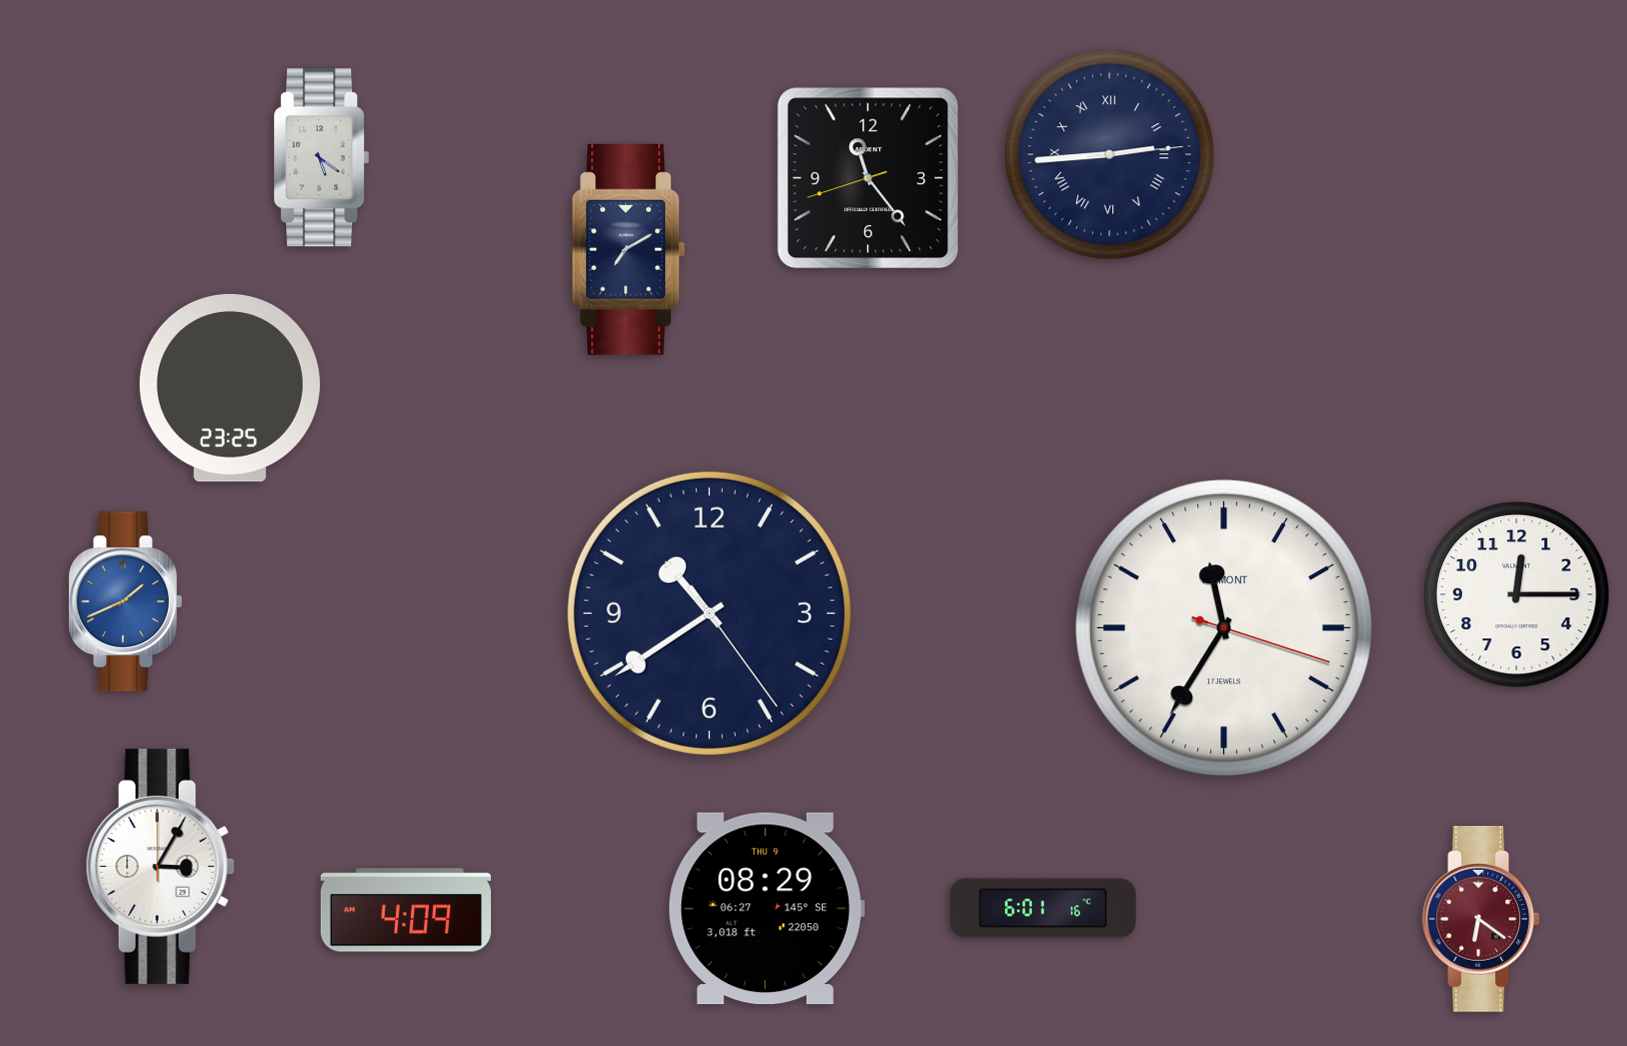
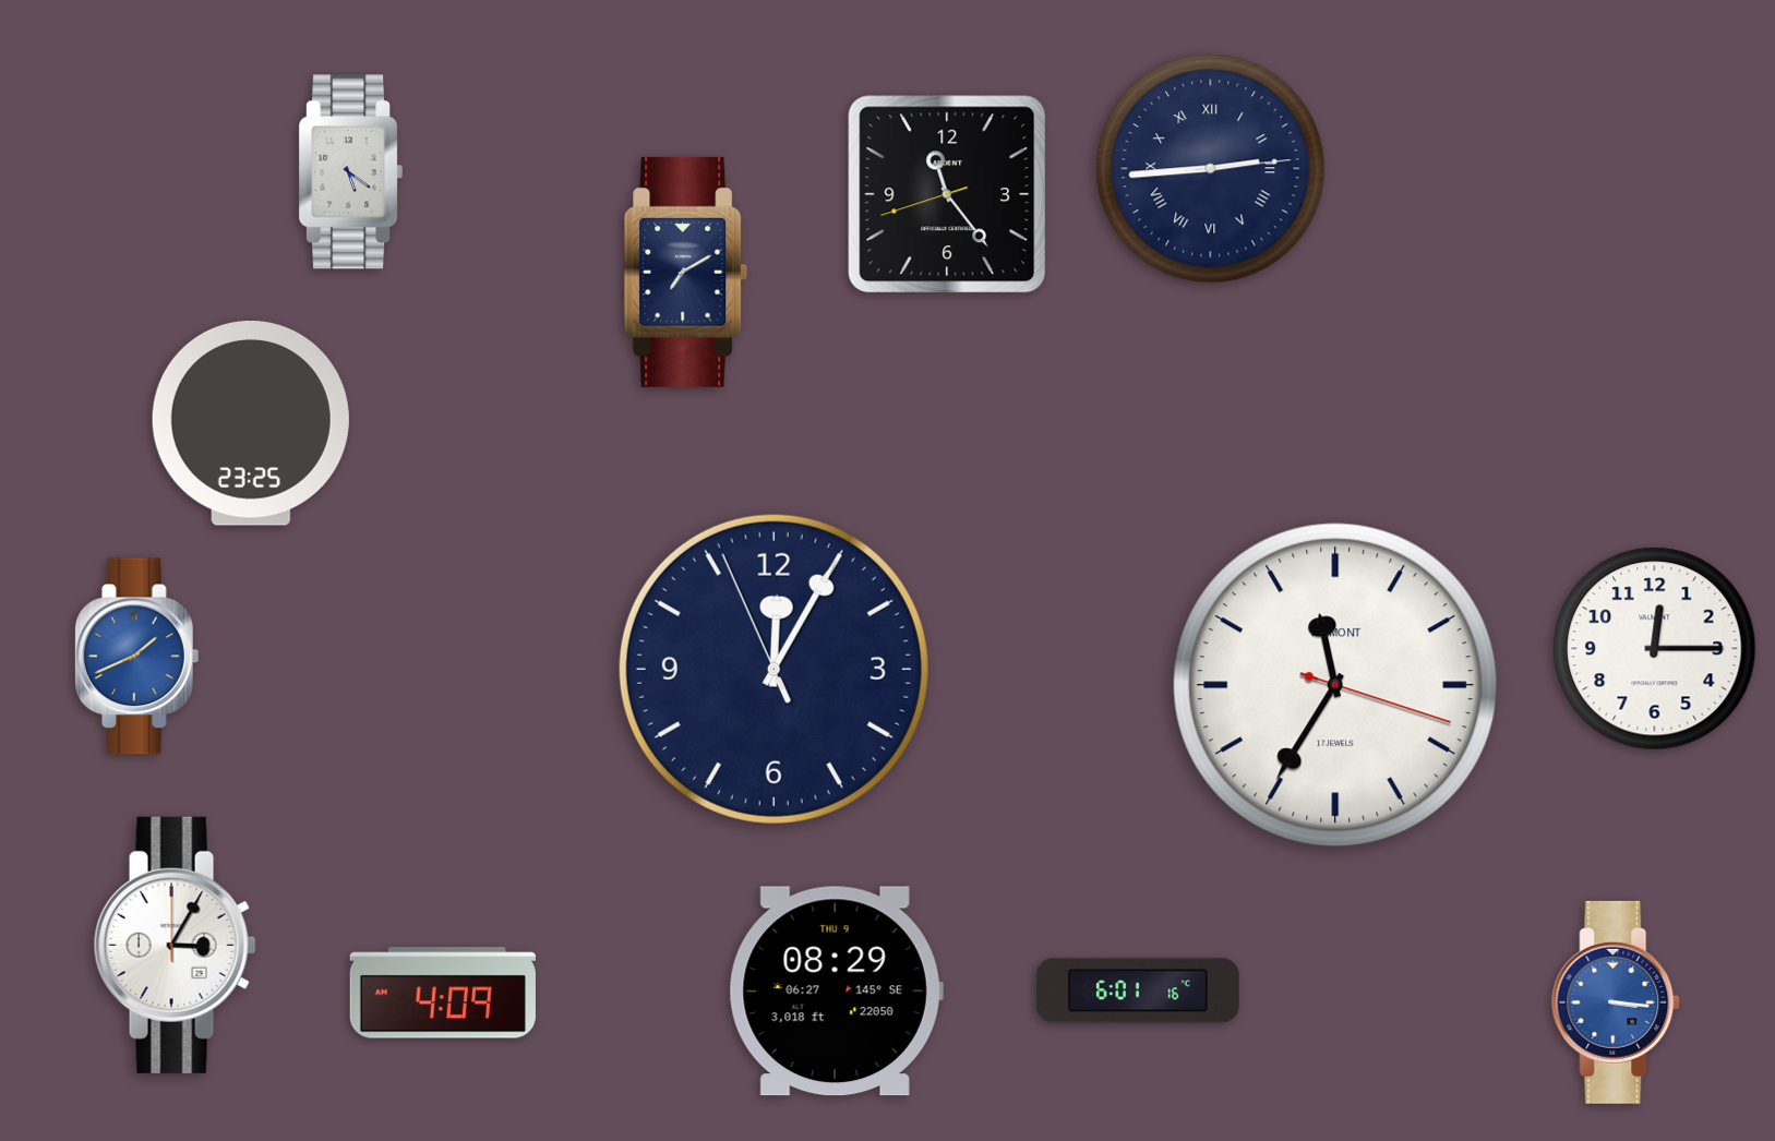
clock at (709, 613): 10:39 -> 12:04
clock at (1482, 919): 6:21 -> 3:16
clock at (1482, 919) dial: burgundy -> blue
